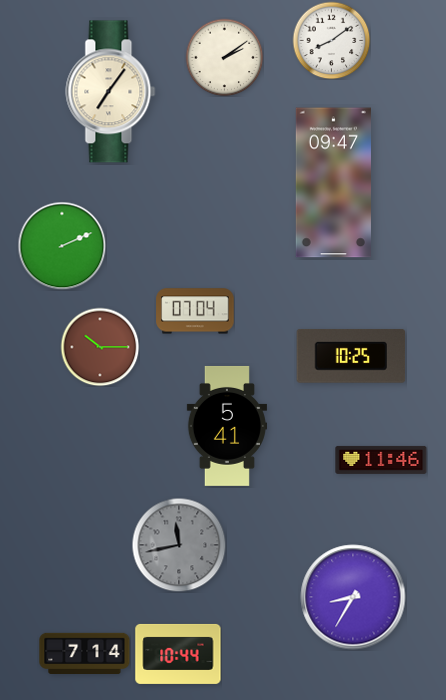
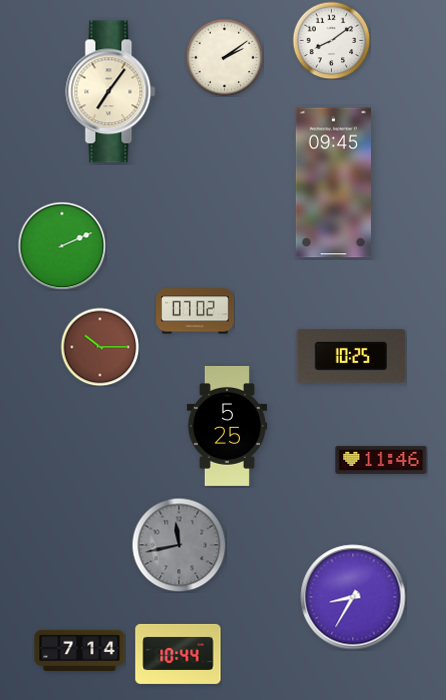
clock at (333, 183): 09:47 -> 09:45
clock at (195, 311): 07:04 -> 07:02
clock at (226, 426): 5:41 -> 5:25
clock at (85, 653) position: (85, 653) -> (80, 650)
